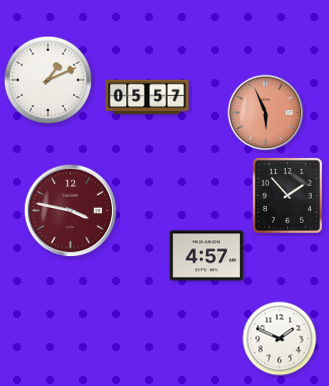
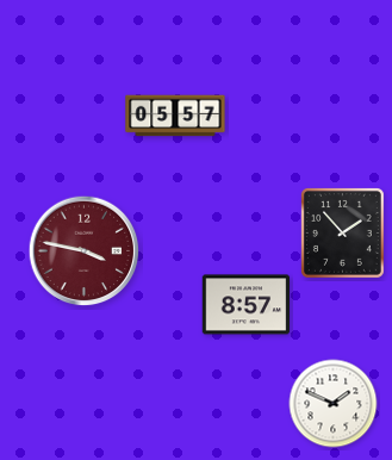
clock at (48, 80): 1:11 -> none
clock at (266, 113): 5:56 -> none
clock at (207, 256): 4:57 -> 8:57
